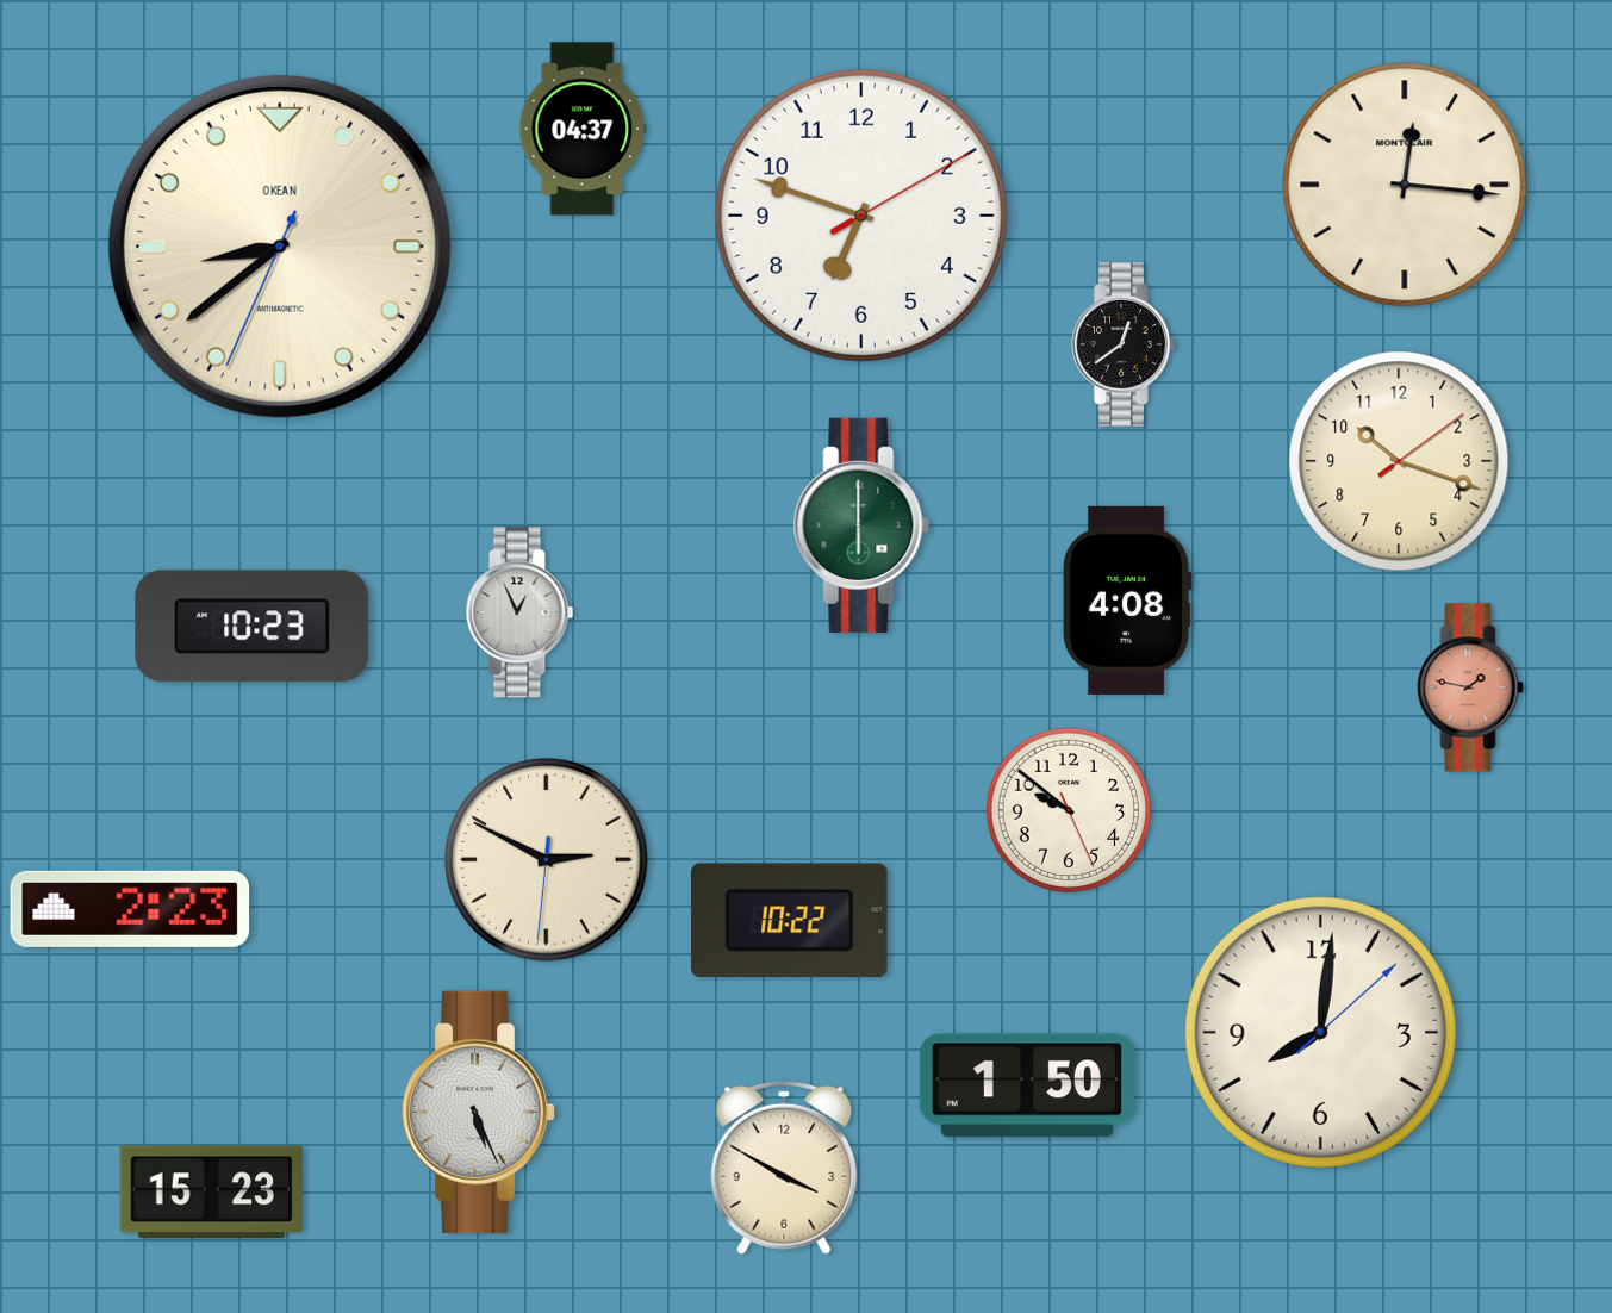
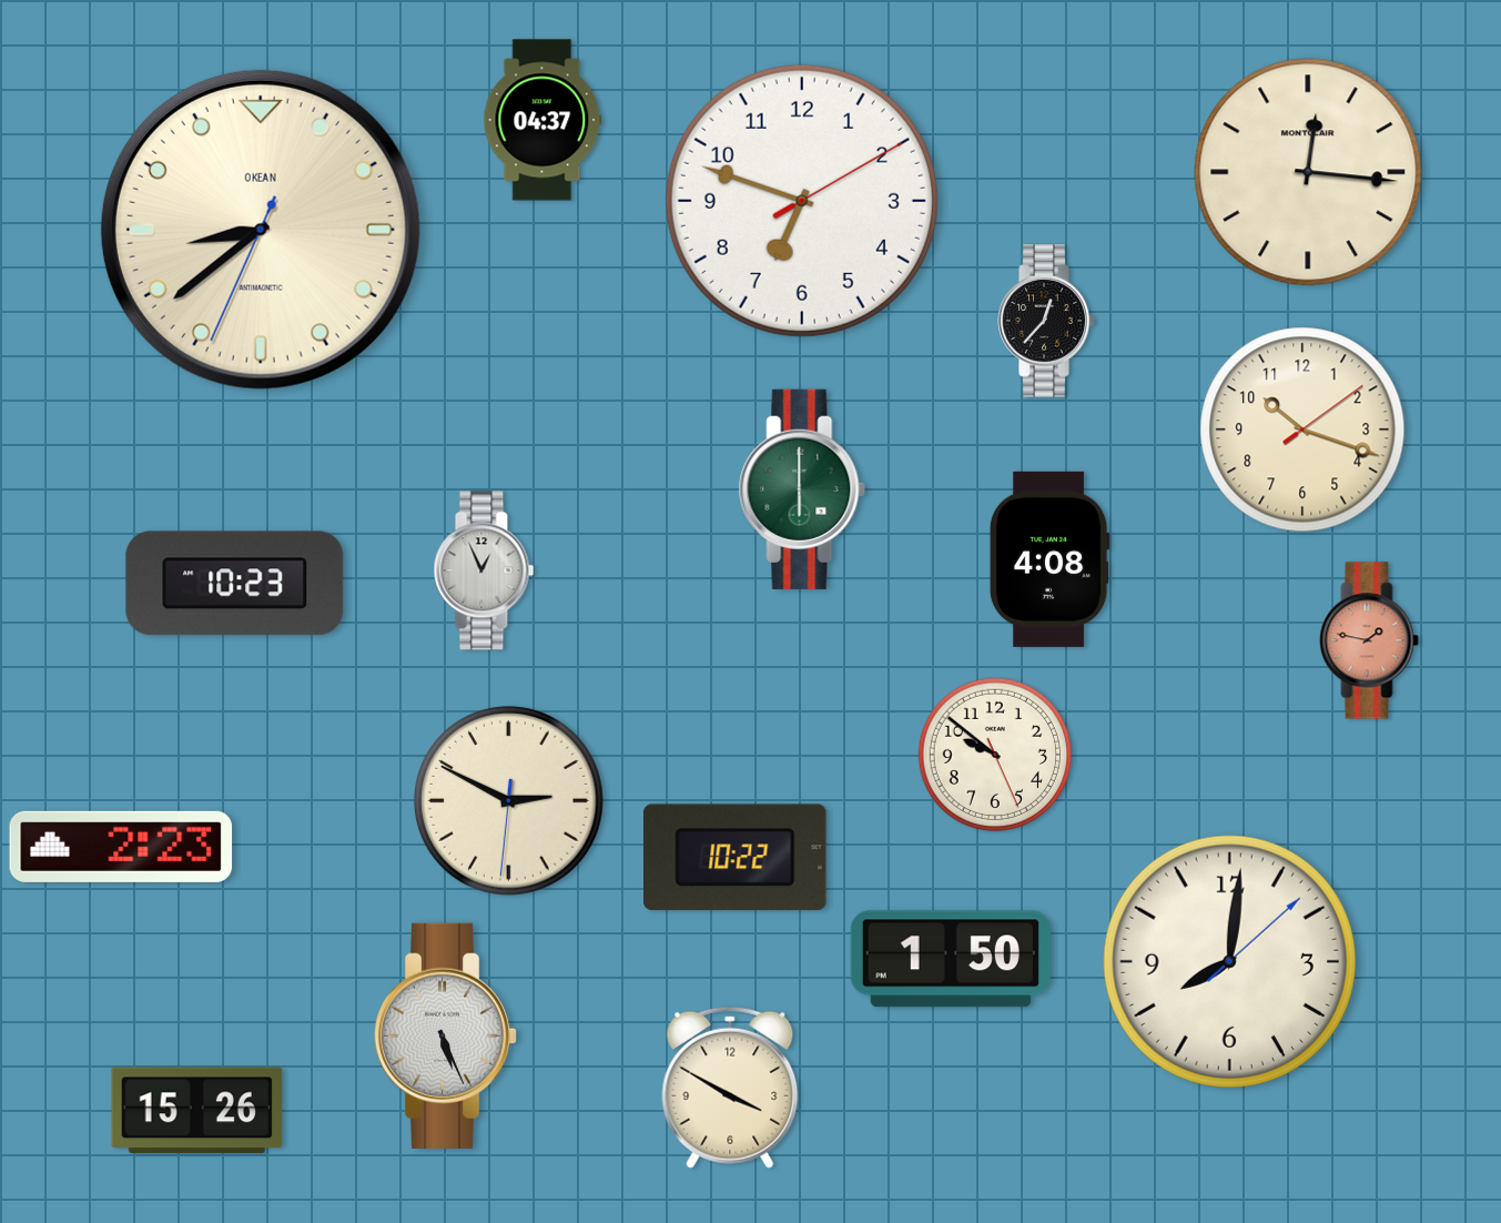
clock at (1124, 344): 12:39 -> 12:37
clock at (1027, 1085) position: (1027, 1085) -> (951, 959)
clock at (211, 1193): 15:23 -> 15:26
